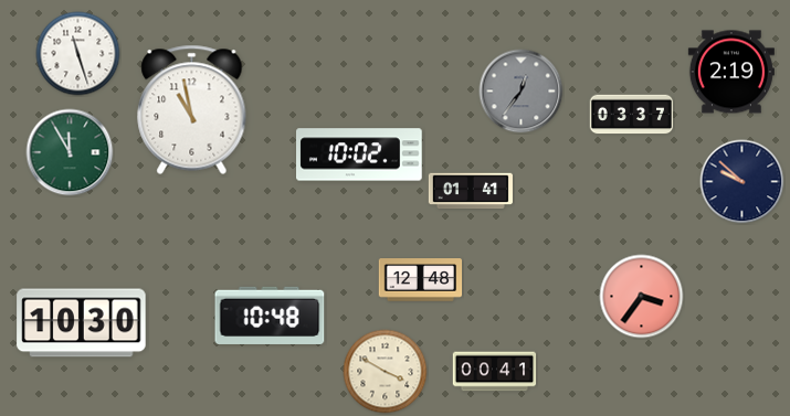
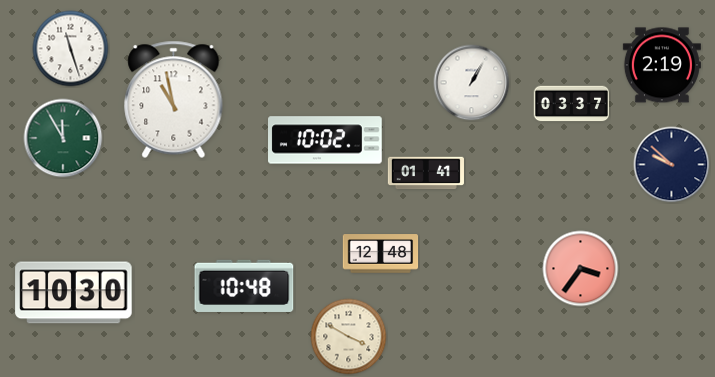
clock at (522, 92): 12:36 -> 1:05
clock at (522, 92) dial: grey -> white
clock at (495, 372): 00:41 -> none
